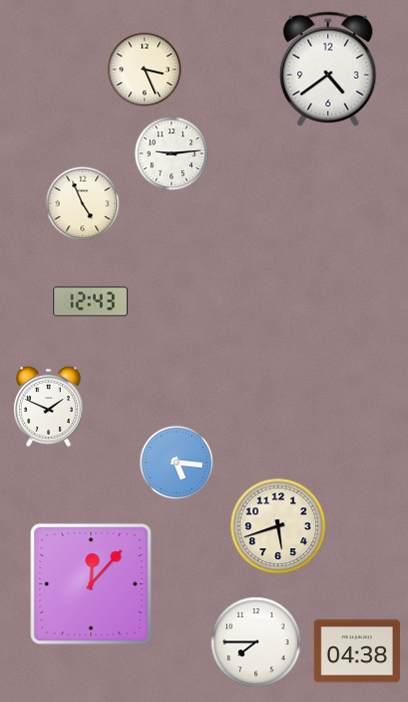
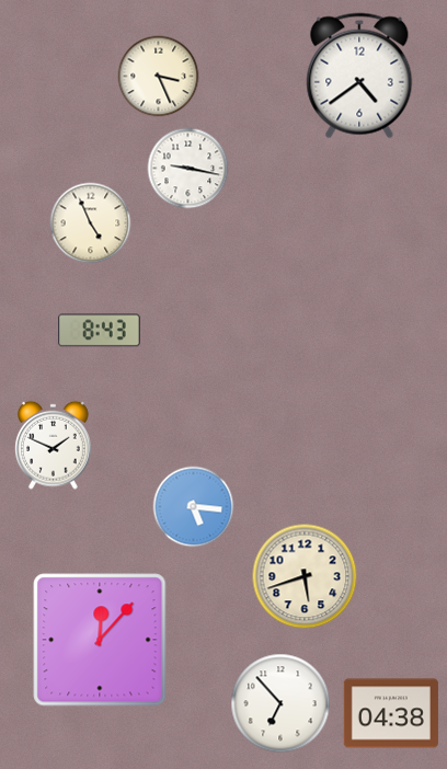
clock at (172, 154): 9:14 -> 9:17
clock at (91, 302): 12:43 -> 8:43
clock at (256, 642): 7:45 -> 6:53
